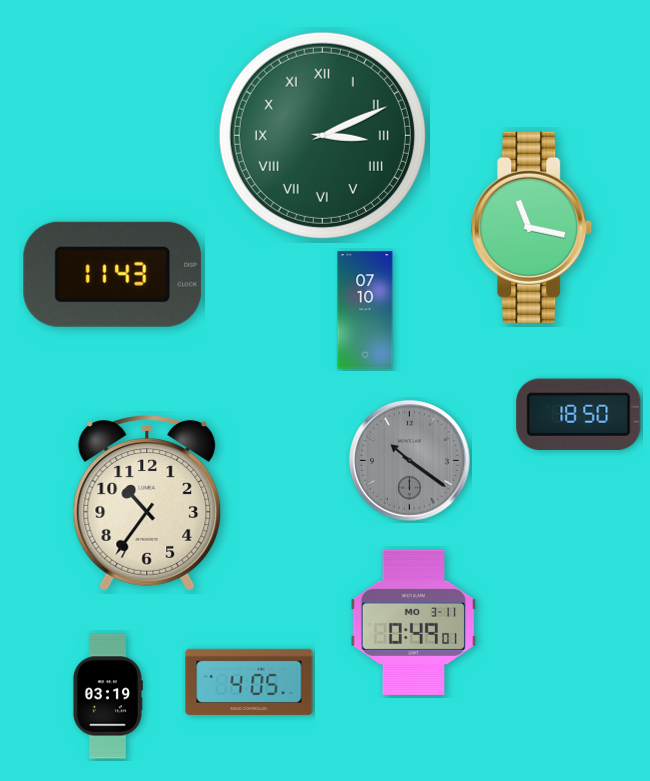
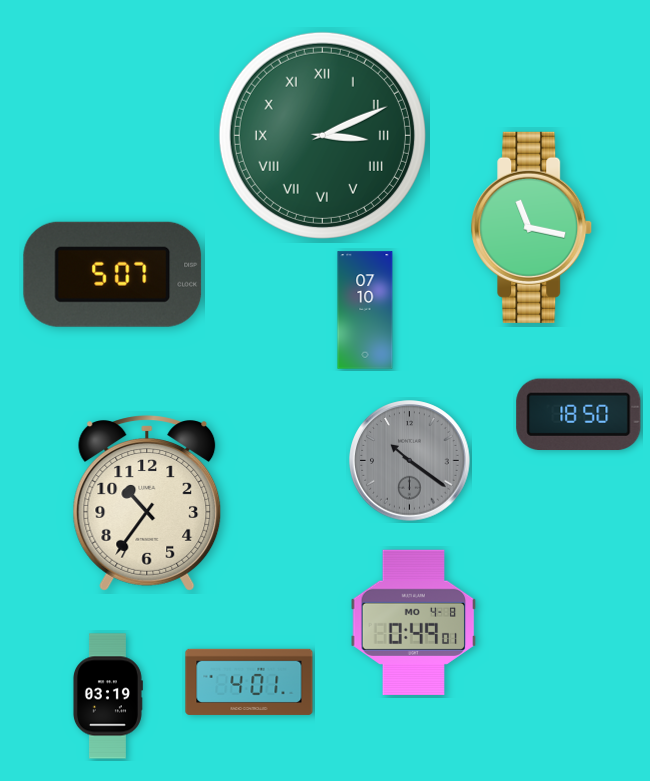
clock at (113, 274): 11:43 -> 5:07
clock at (414, 622) date: MO 3-11 -> MO 4-8
clock at (249, 682): 4:05 -> 4:01
